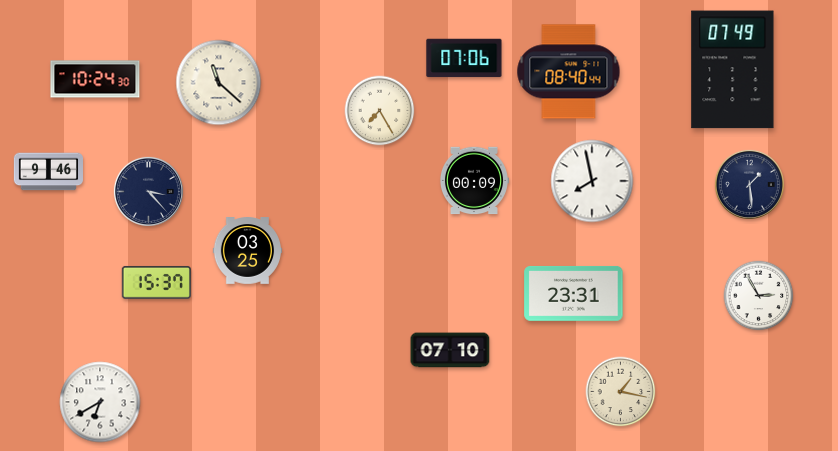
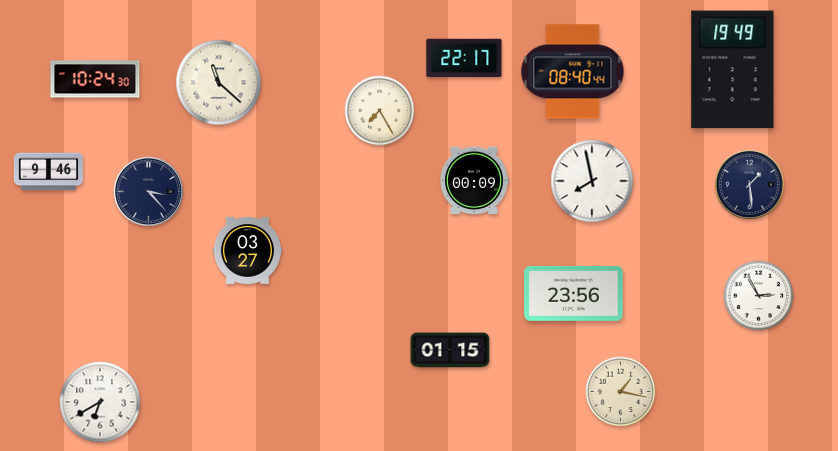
clock at (464, 58): 07:06 -> 22:17
clock at (733, 70): 07:49 -> 19:49
clock at (569, 72) position: (569, 72) -> (573, 72)
clock at (247, 251): 03:25 -> 03:27
clock at (156, 282): 15:37 -> none
clock at (574, 293): 23:31 -> 23:56
clock at (450, 350): 07:10 -> 01:15
